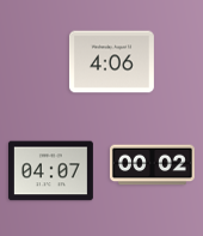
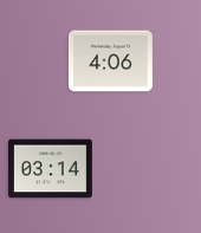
clock at (153, 165): 00:02 -> none
clock at (50, 171): 04:07 -> 03:14
